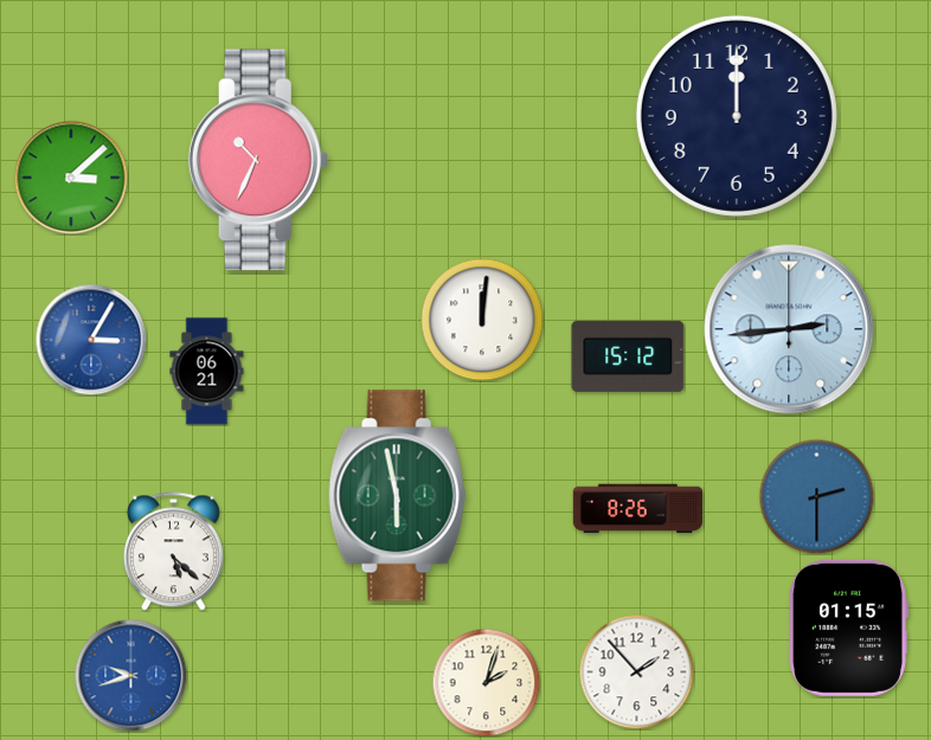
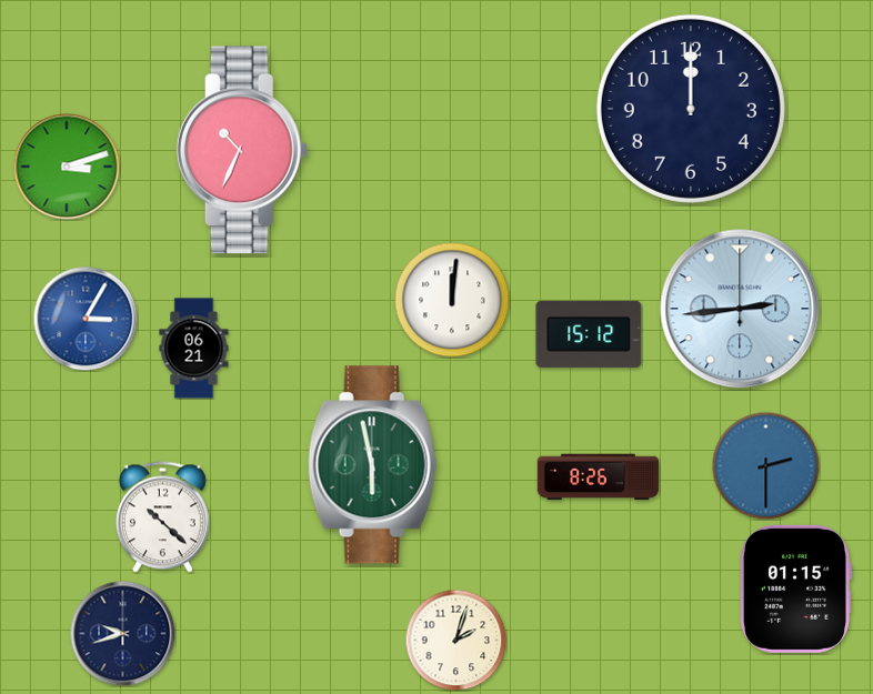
clock at (71, 178): 3:08 -> 3:12
clock at (173, 552): 5:22 -> 10:22
clock at (636, 671): 1:53 -> none
clock at (130, 675) dial: blue -> navy
